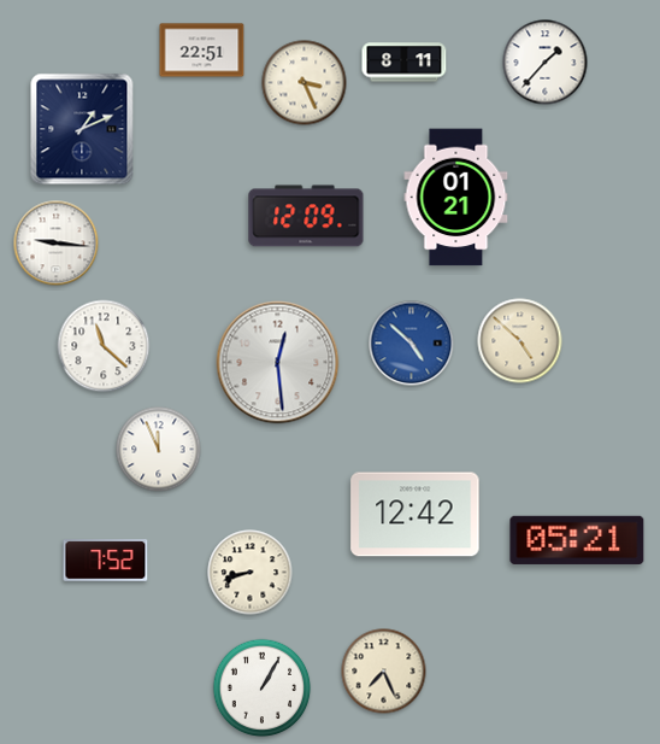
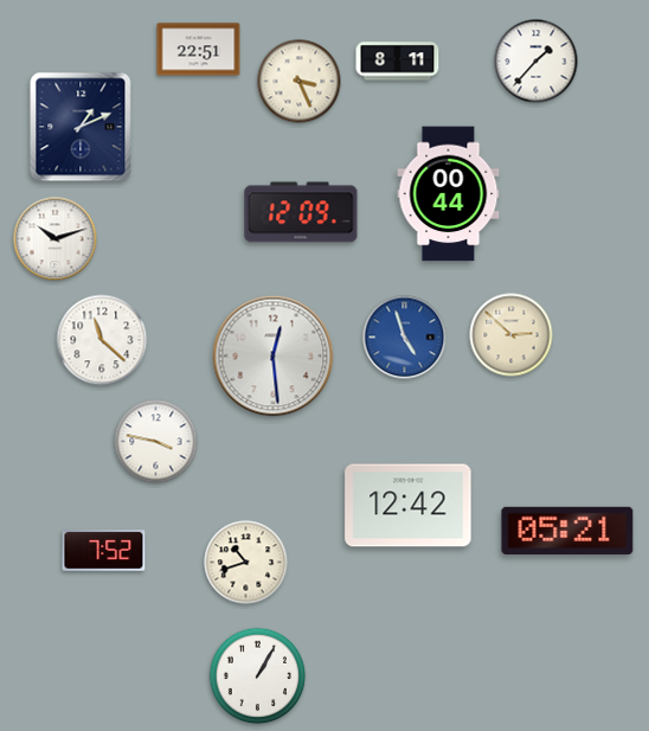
clock at (456, 198): 01:21 -> 00:44
clock at (57, 244): 9:16 -> 10:12
clock at (520, 341): 4:52 -> 2:52
clock at (412, 344): 4:52 -> 4:57
clock at (159, 450): 11:56 -> 3:47
clock at (251, 573): 8:42 -> 10:42
clock at (384, 672): 7:26 -> none
